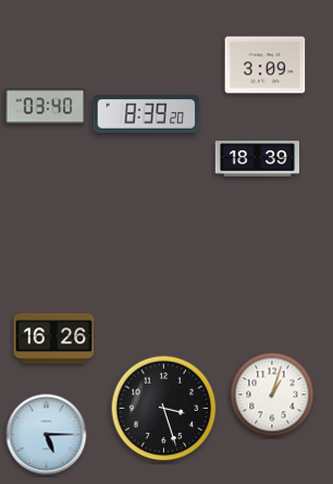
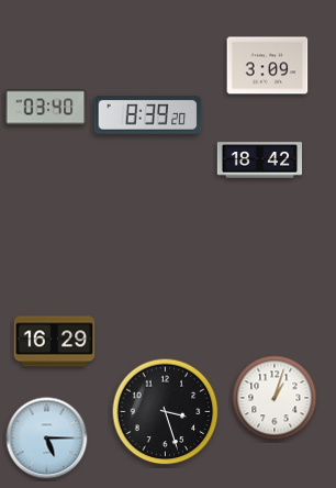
clock at (258, 159): 18:39 -> 18:42
clock at (54, 339): 16:26 -> 16:29
